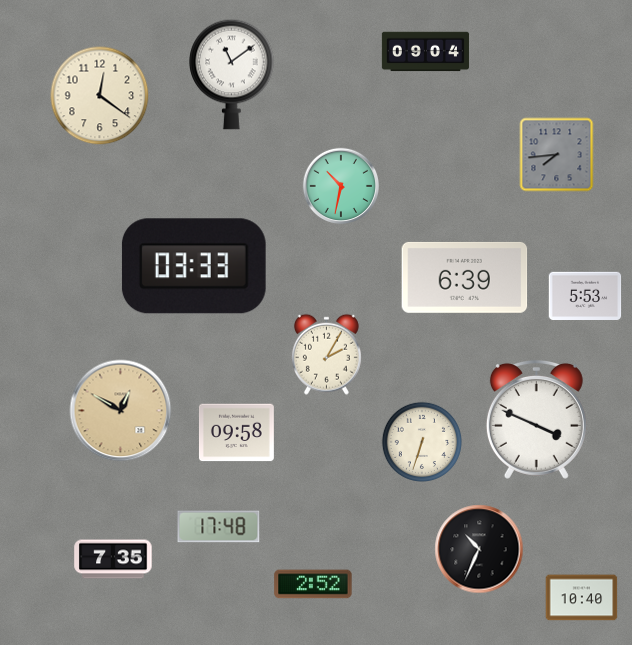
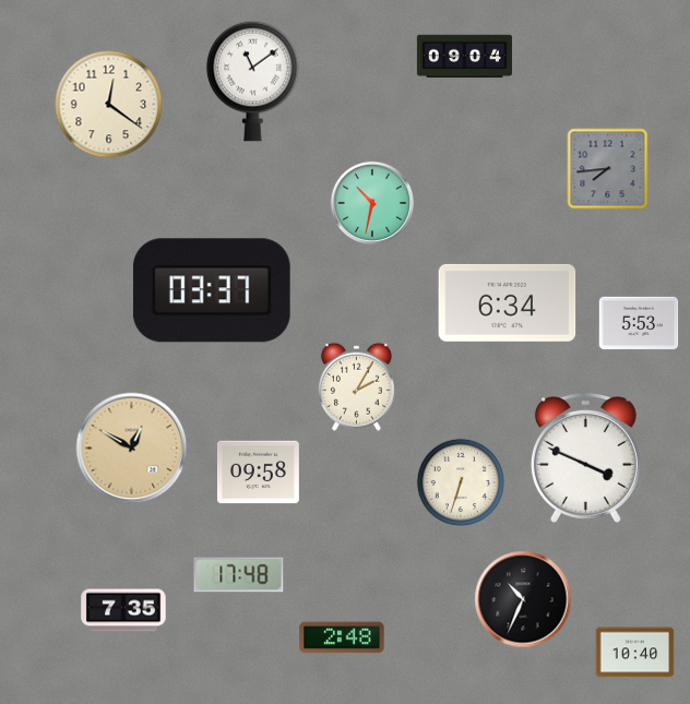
clock at (194, 266): 03:33 -> 03:37
clock at (465, 277): 6:39 -> 6:34
clock at (313, 584): 2:52 -> 2:48
